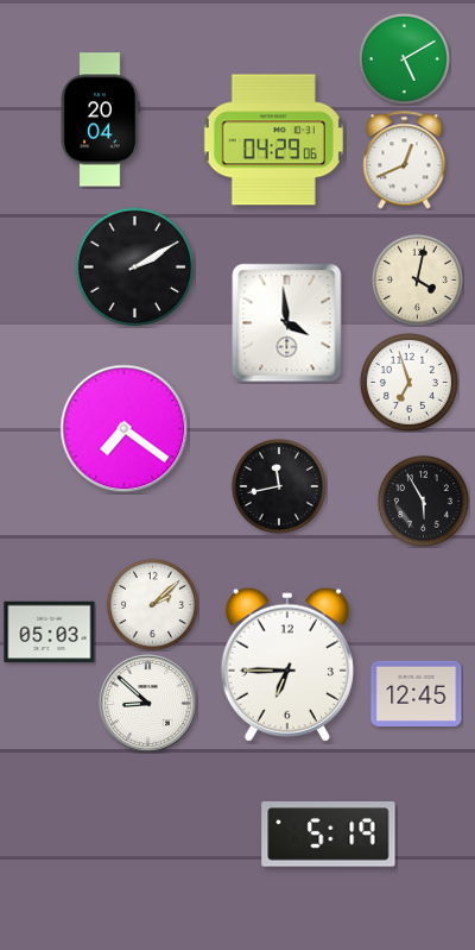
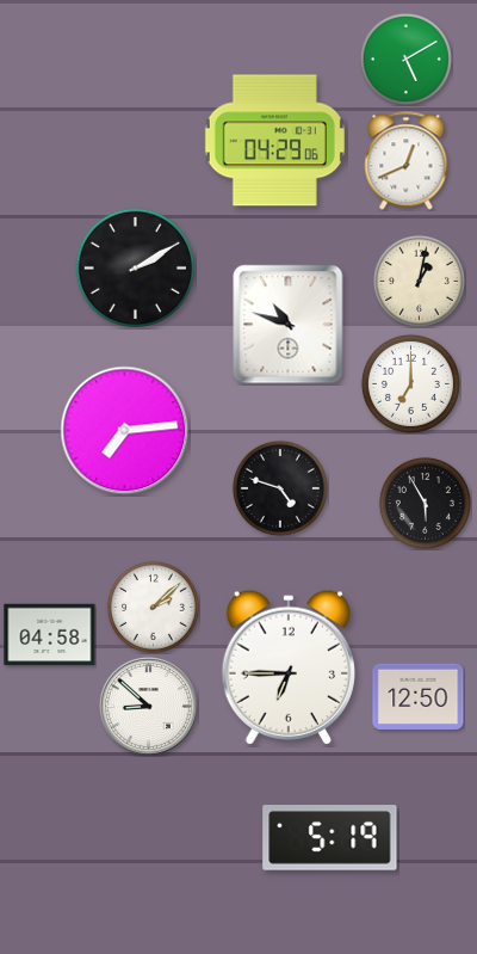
clock at (100, 120): 20:04 -> none
clock at (417, 279): 4:02 -> 1:02
clock at (287, 323): 3:59 -> 10:48
clock at (408, 382): 6:57 -> 7:00
clock at (125, 429): 7:21 -> 7:14
clock at (279, 486): 11:43 -> 4:48
clock at (50, 633): 05:03 -> 04:58
clock at (417, 693): 12:45 -> 12:50
